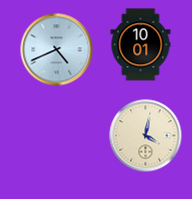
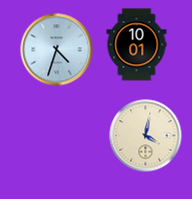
clock at (141, 45) position: (141, 45) -> (137, 45)
clock at (57, 50): 4:41 -> 4:33
